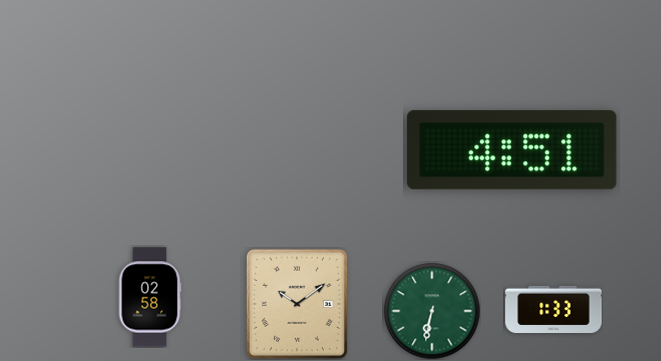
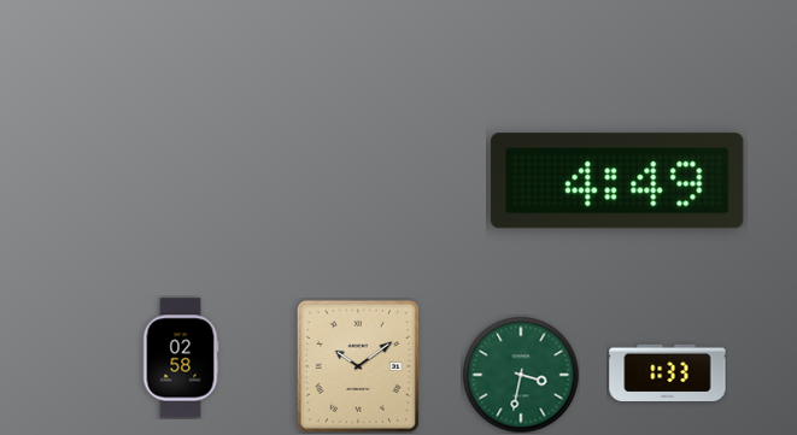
clock at (512, 150): 4:51 -> 4:49
clock at (432, 311): 6:32 -> 3:32
